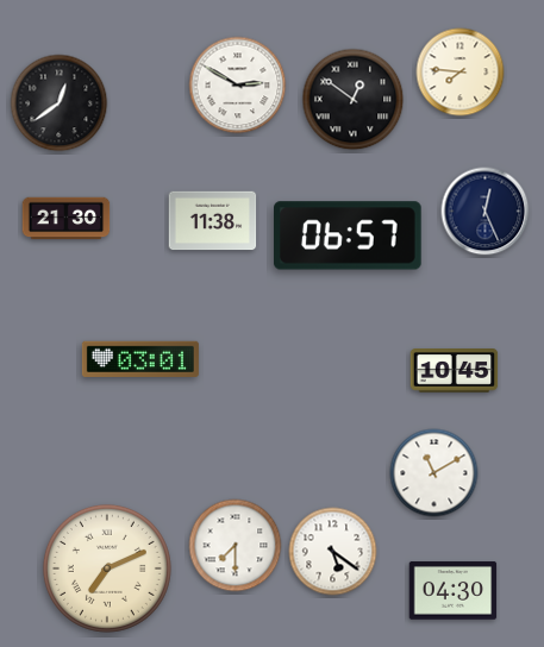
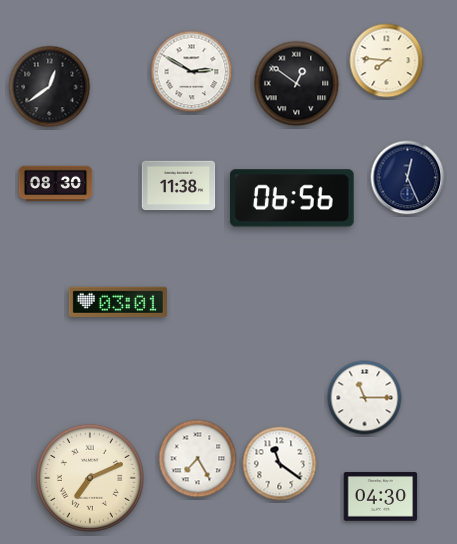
clock at (238, 86) position: (238, 86) -> (192, 72)
clock at (67, 219): 21:30 -> 08:30
clock at (349, 235): 06:57 -> 06:56
clock at (455, 371): 10:45 -> none
clock at (434, 473): 11:10 -> 11:15
clock at (236, 546): 7:30 -> 7:25
clock at (333, 552): 5:21 -> 11:21
